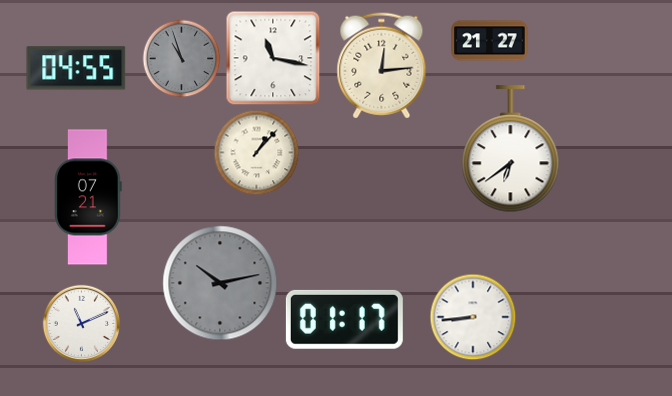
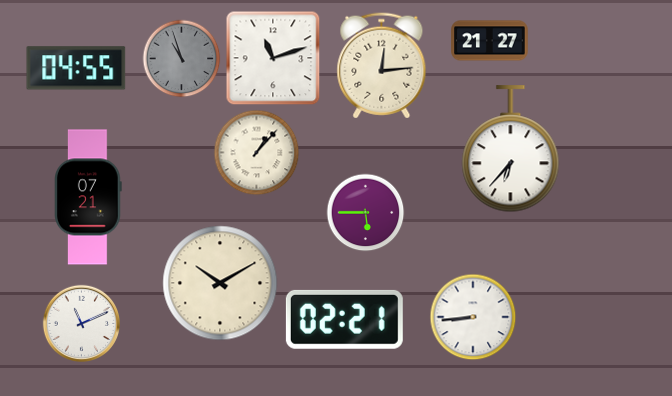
clock at (273, 58): 11:17 -> 11:12
clock at (511, 149): 6:39 -> 6:37
clock at (365, 212): none -> 5:45
clock at (220, 283): 10:13 -> 10:10
clock at (220, 283) dial: grey -> cream
clock at (344, 319): 01:17 -> 02:21
